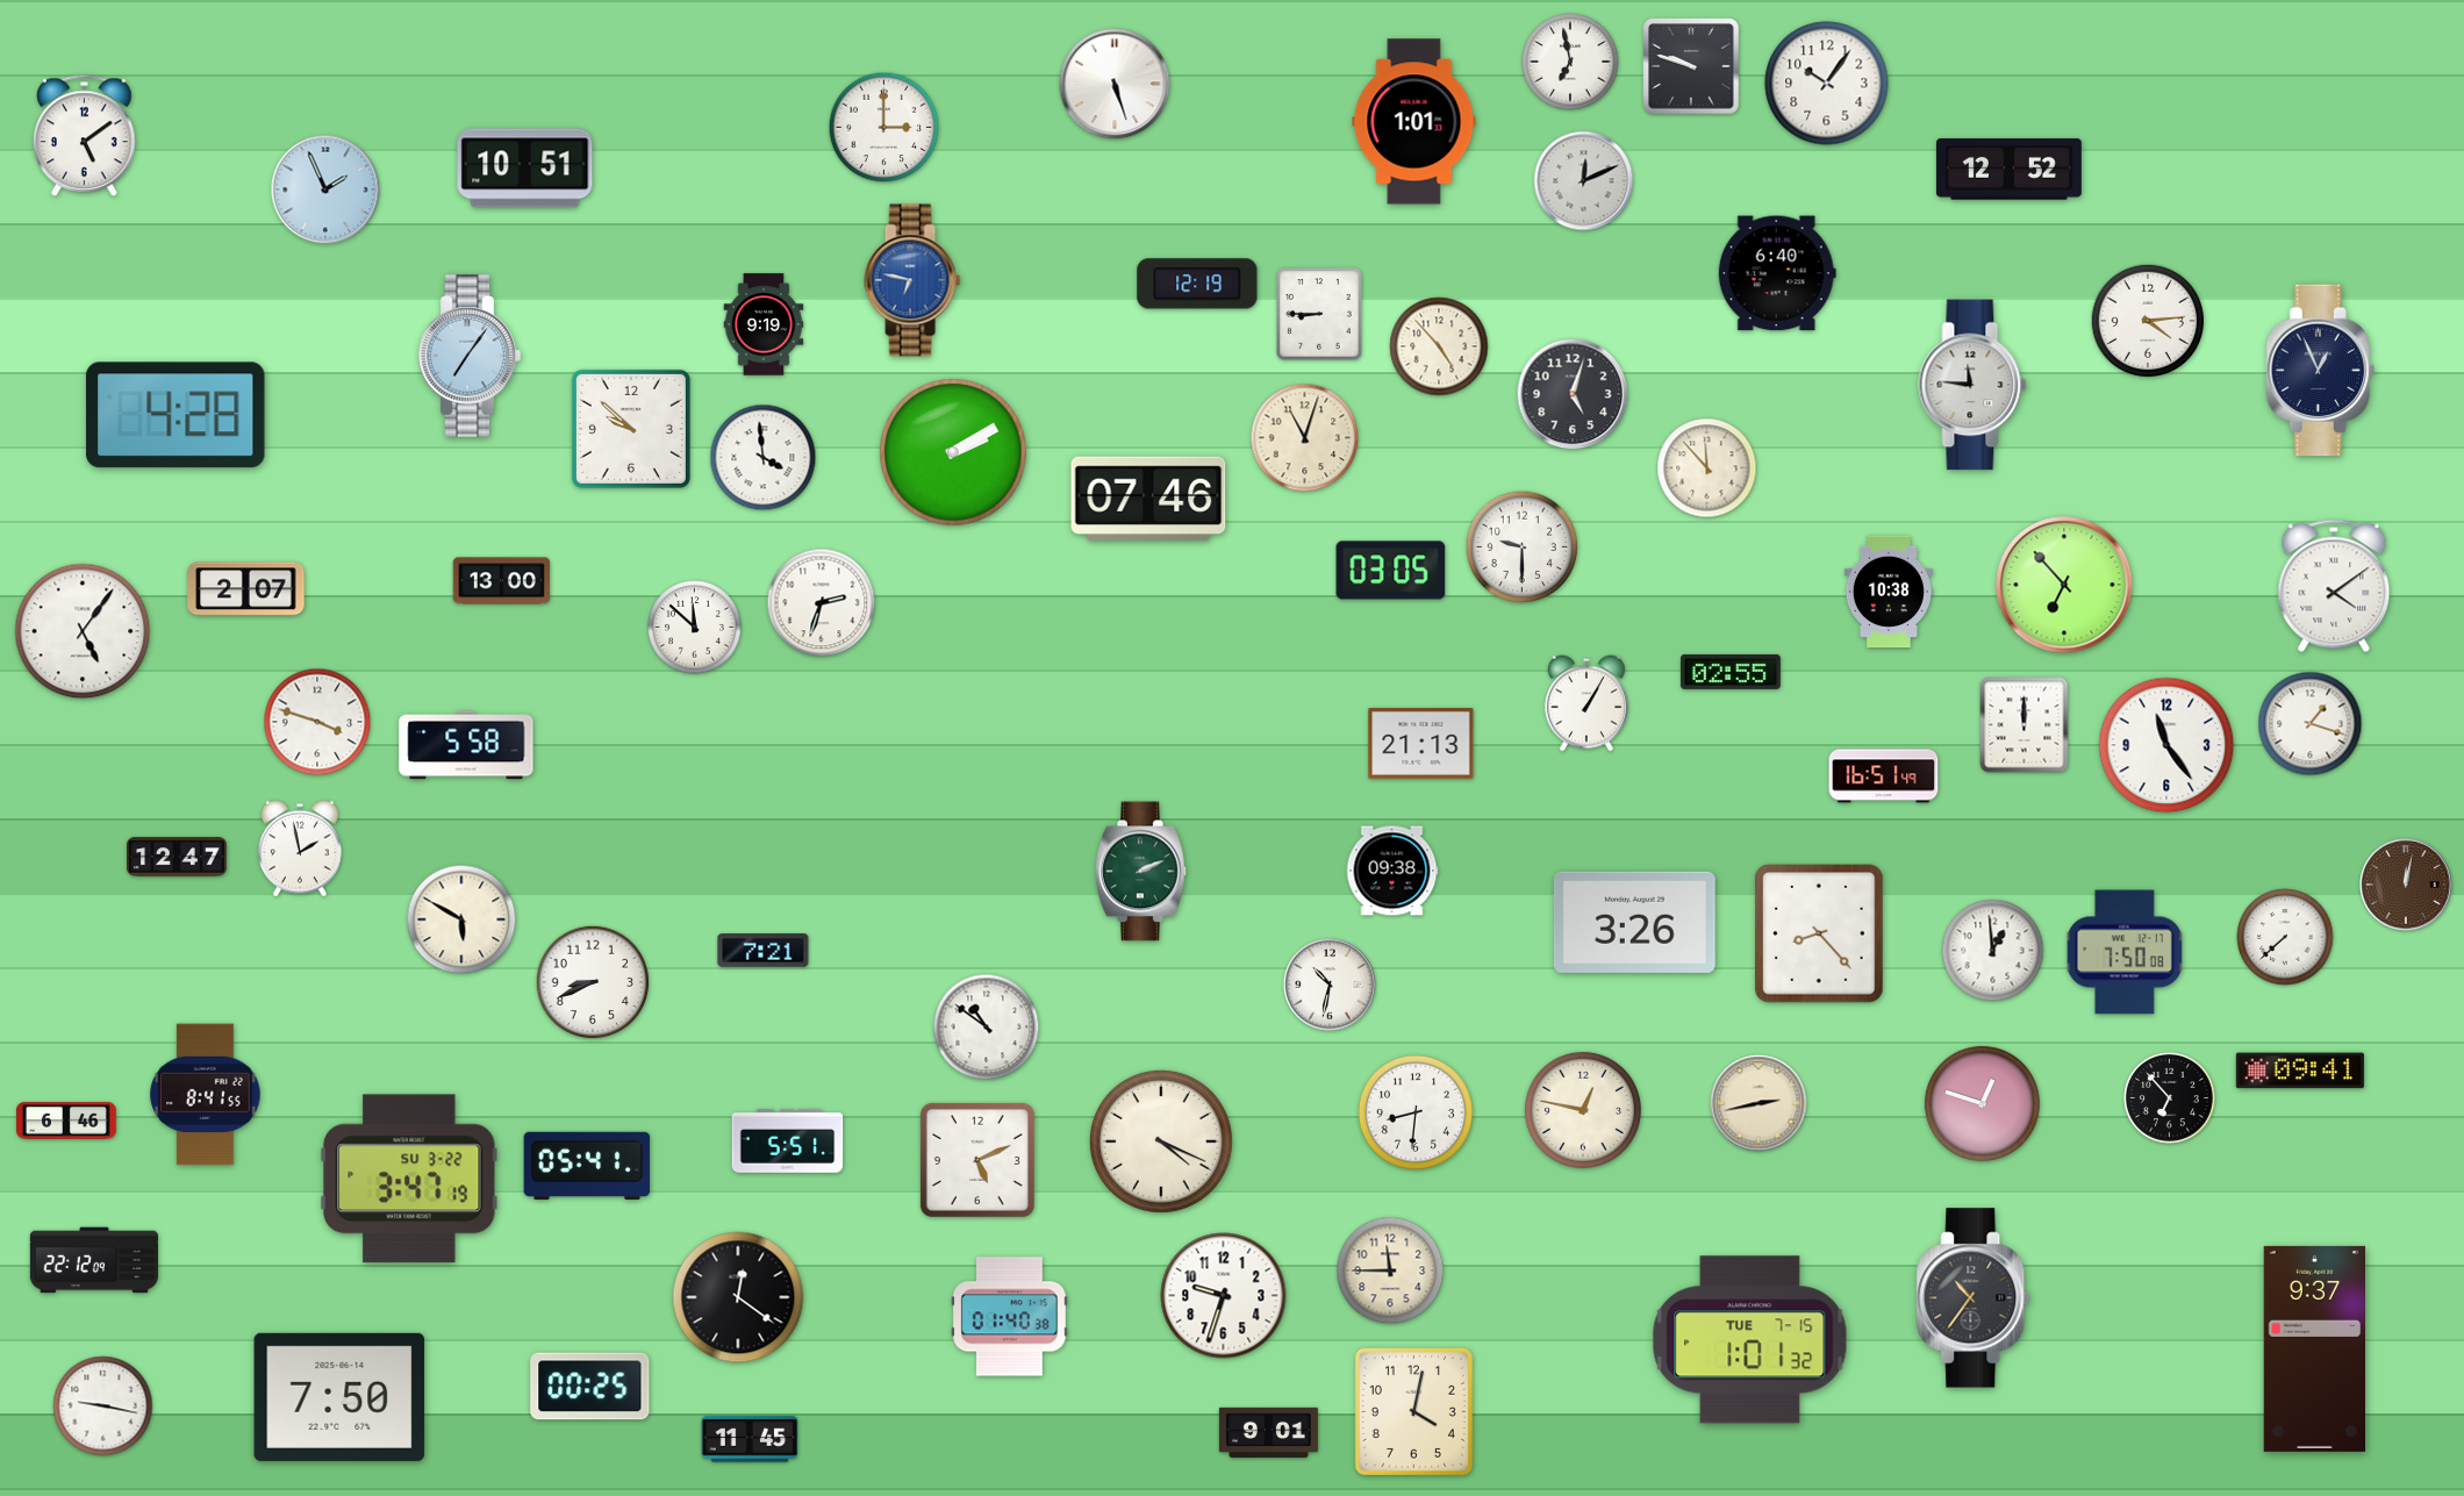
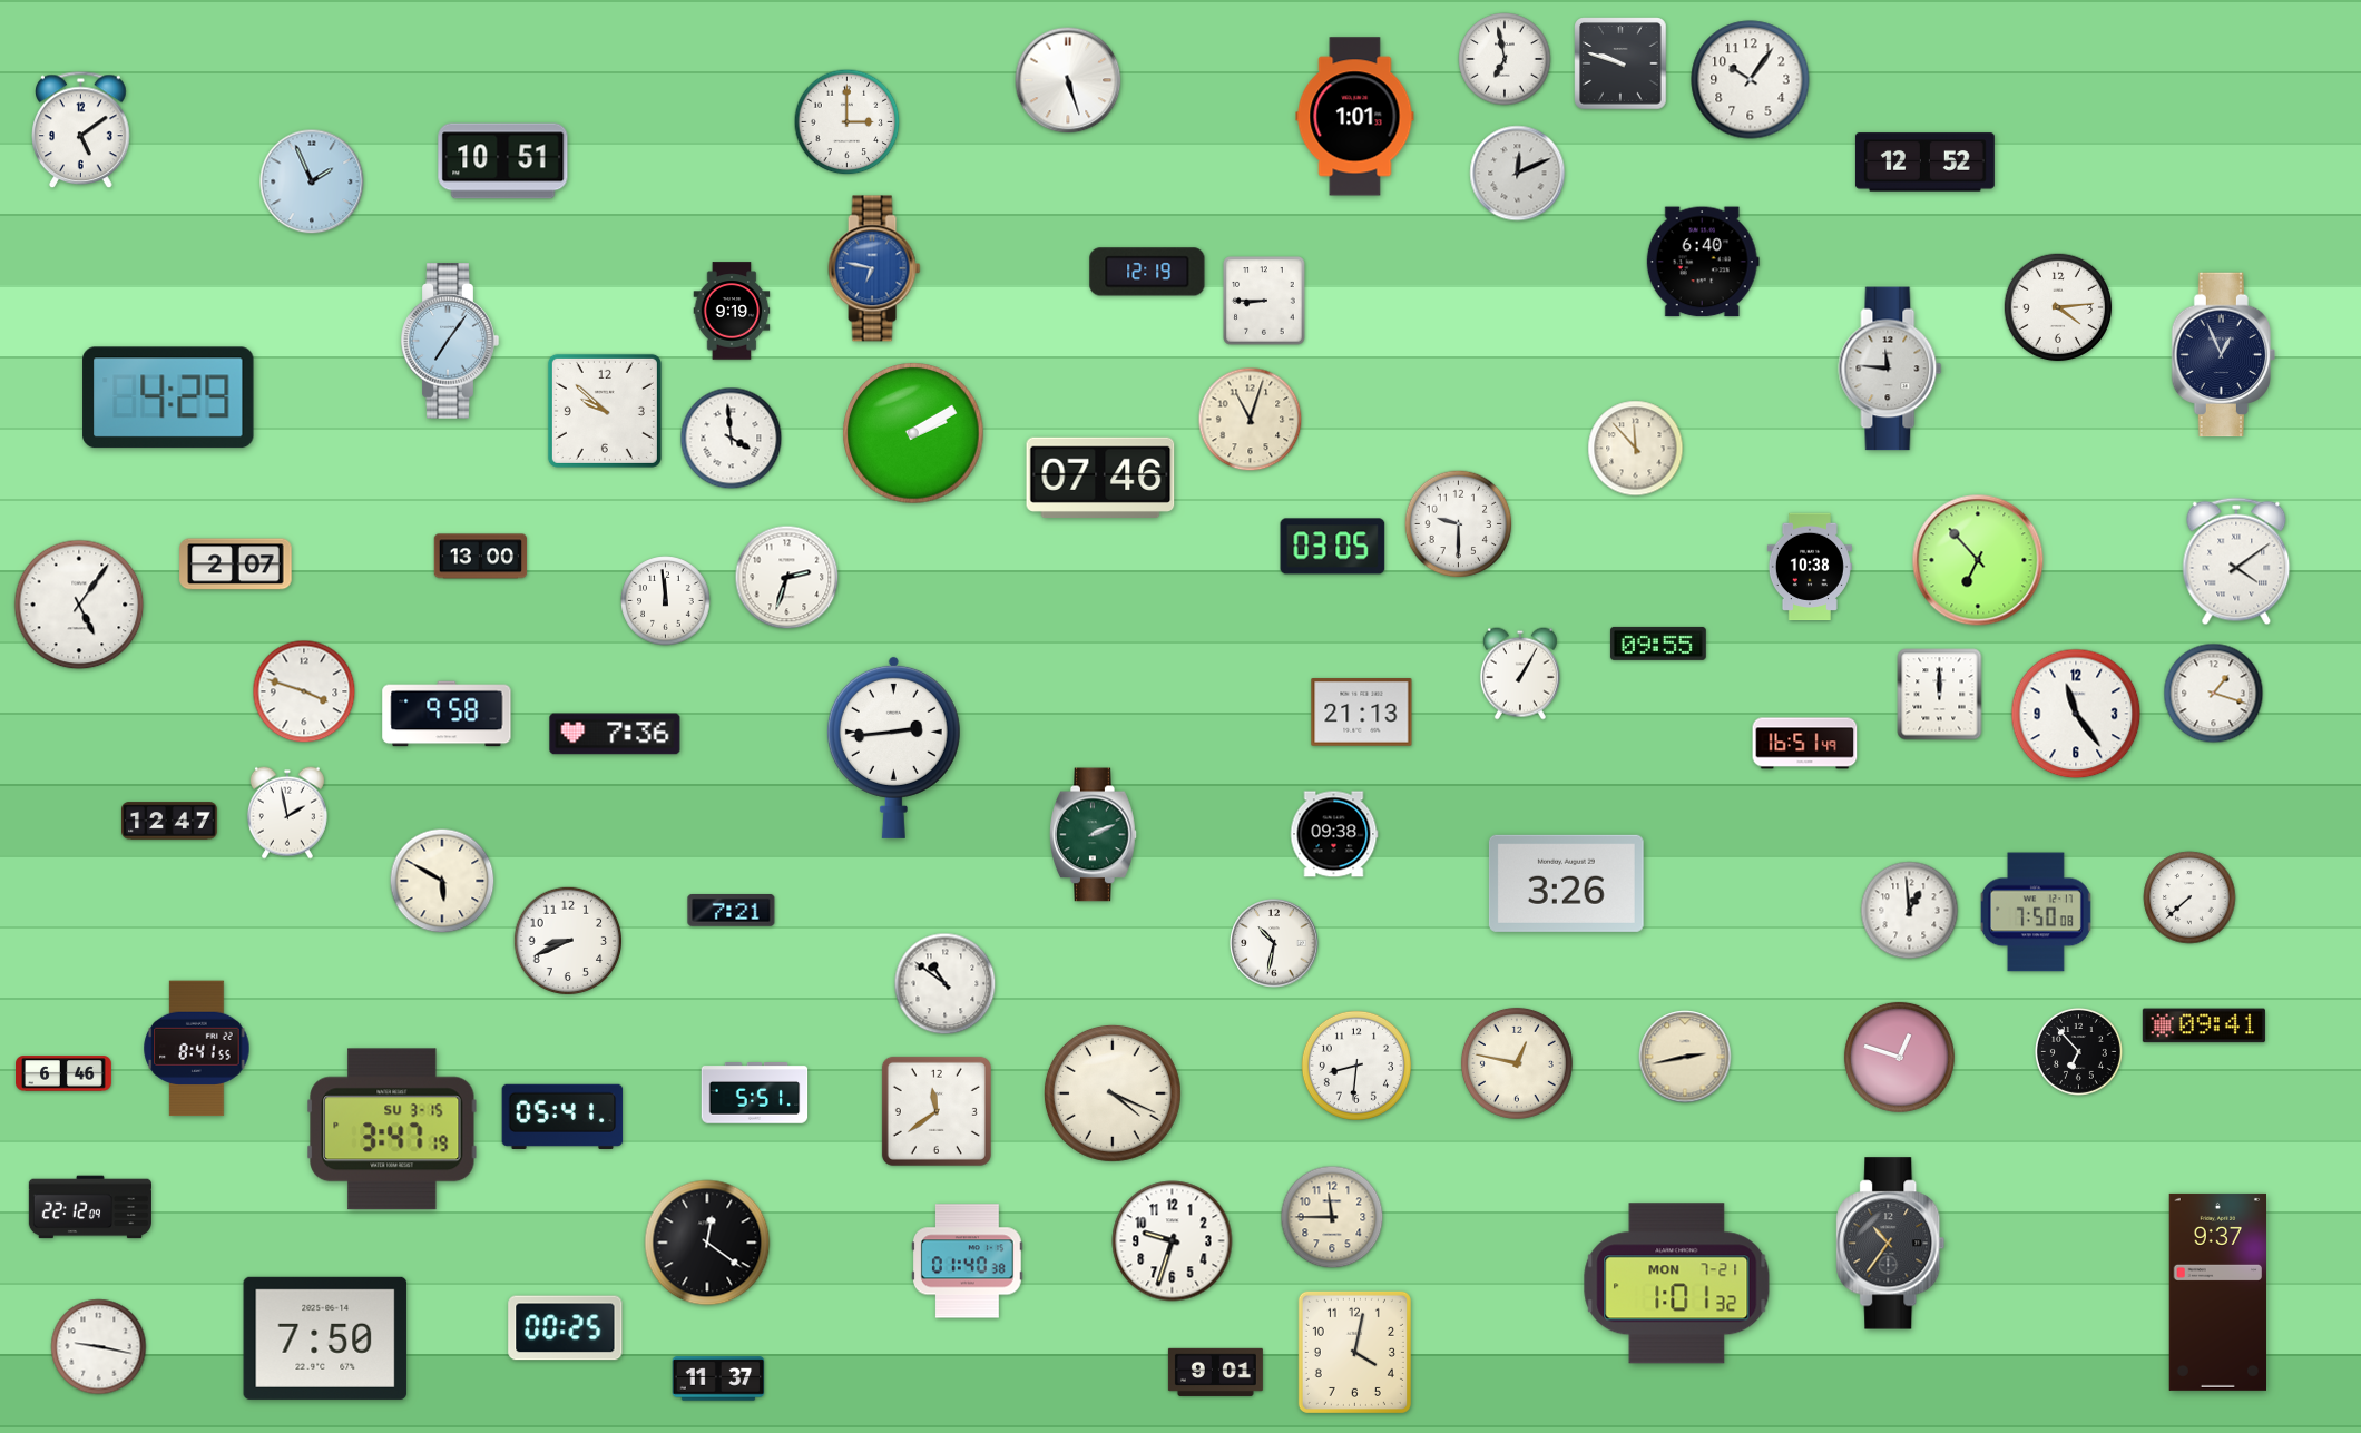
clock at (1439, 346): 4:53 -> none
clock at (1573, 394): 5:03 -> none
clock at (177, 415): 4:28 -> 4:29
clock at (695, 628): 11:52 -> 11:59
clock at (1731, 672): 02:55 -> 09:55
clock at (466, 745): 5:58 -> 9:58
clock at (615, 734): none -> 7:36
clock at (893, 747): none -> 2:44
clock at (2406, 885): 12:02 -> none
clock at (1819, 933): 8:23 -> none
clock at (977, 1160): 5:11 -> 11:39
clock at (409, 1179) date: SU 3-22 -> SU 3-15
clock at (1750, 1340) date: TUE 7-15 -> MON 7-21
clock at (750, 1439): 11:45 -> 11:37
